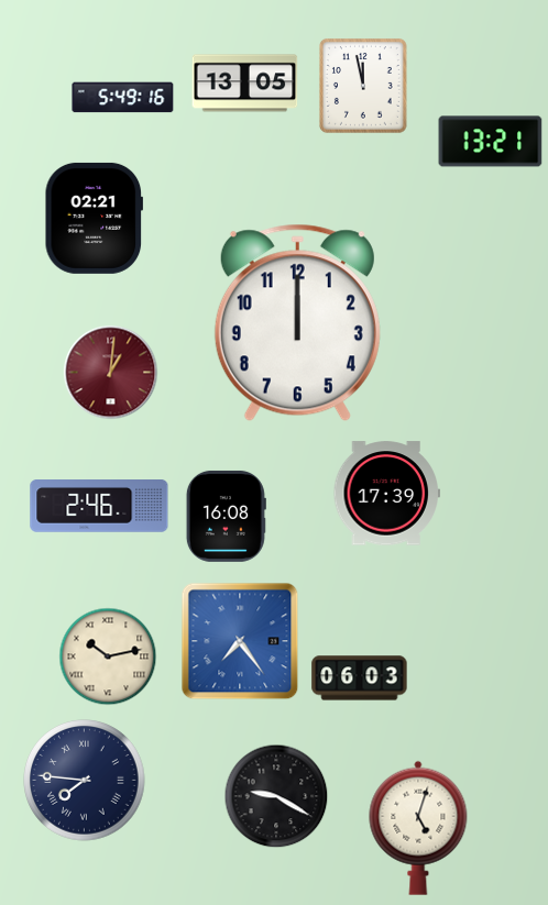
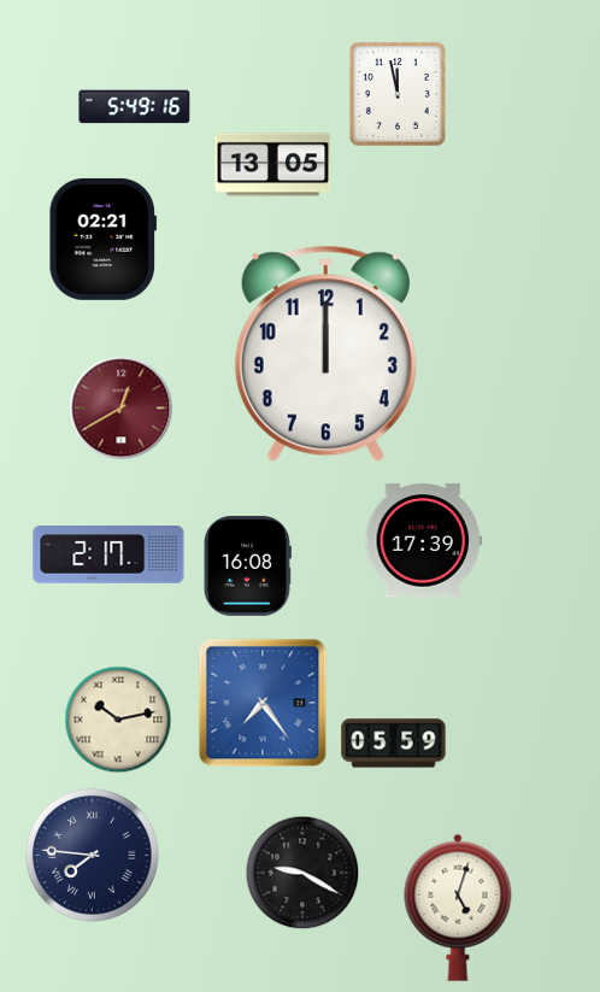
clock at (245, 84) position: (245, 84) -> (273, 165)
clock at (491, 142): 13:21 -> none
clock at (111, 373): 1:01 -> 12:40
clock at (99, 507): 2:46 -> 2:17
clock at (360, 678): 06:03 -> 05:59
